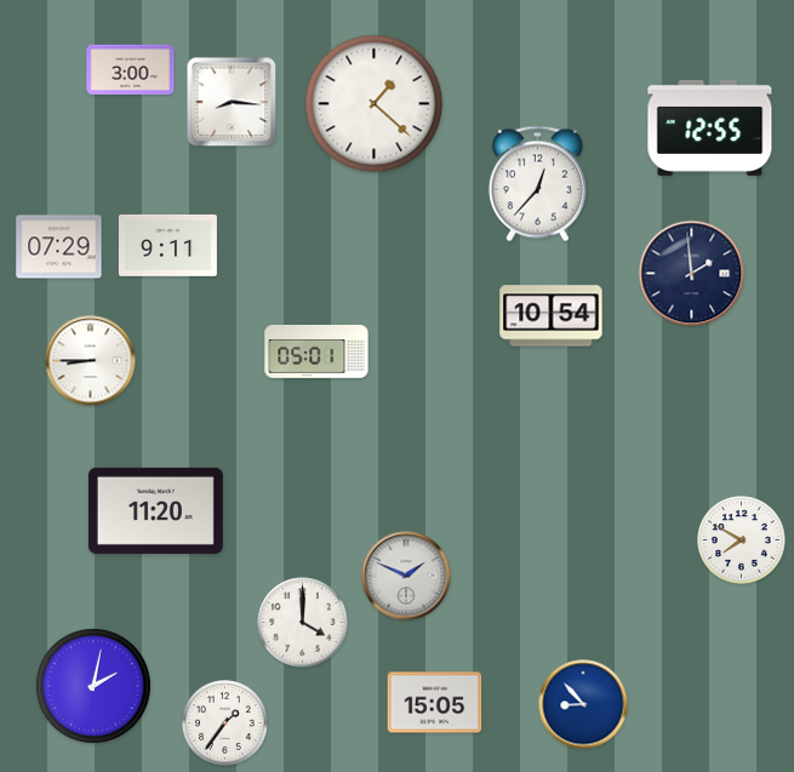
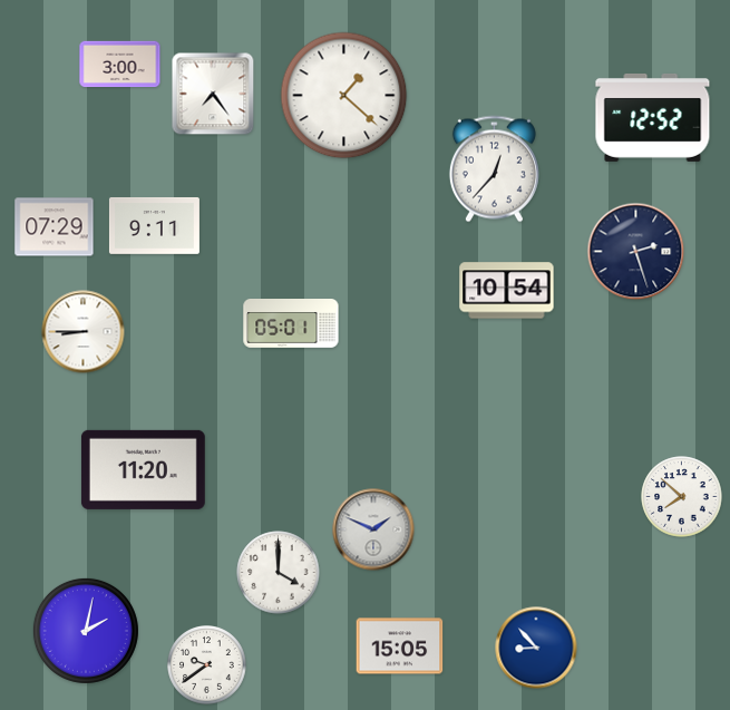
clock at (232, 102): 8:16 -> 7:24
clock at (710, 127): 12:55 -> 12:52
clock at (692, 274): 1:59 -> 2:27
clock at (742, 541): 7:50 -> 7:52
clock at (225, 724): 1:36 -> 9:39
